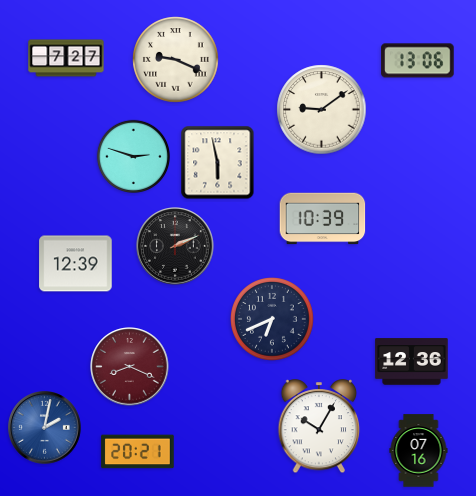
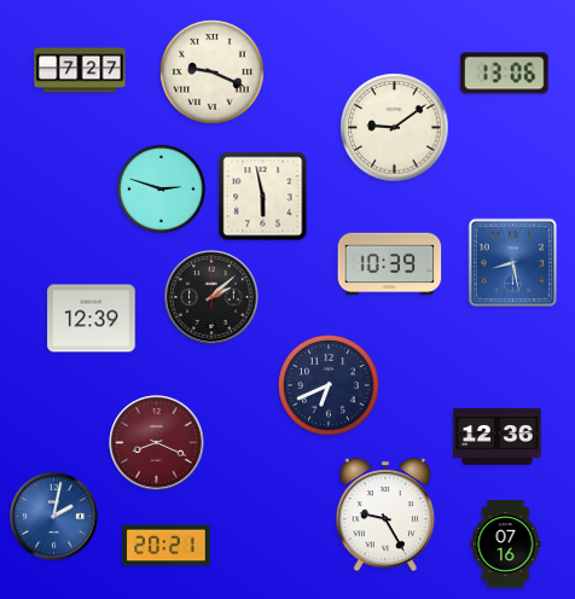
clock at (322, 110) position: (322, 110) -> (395, 128)
clock at (513, 263): none -> 8:28
clock at (175, 246): 2:11 -> 2:08
clock at (319, 427): 10:05 -> 9:25
